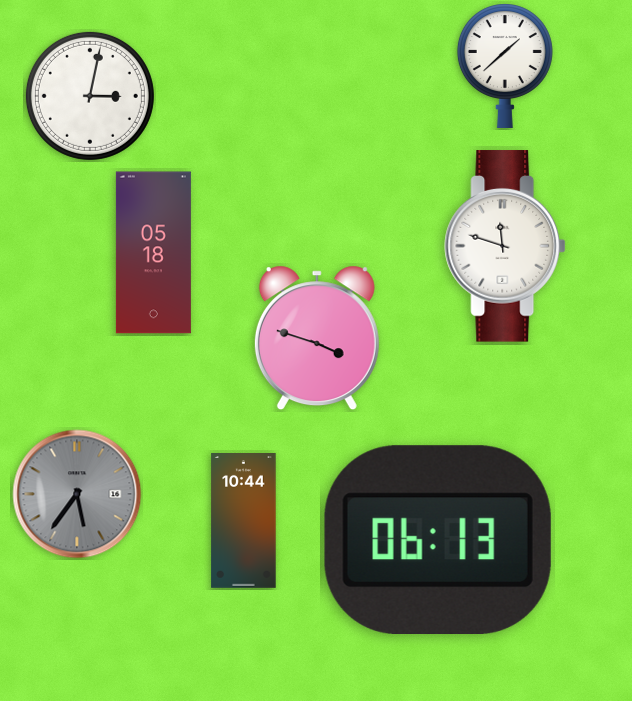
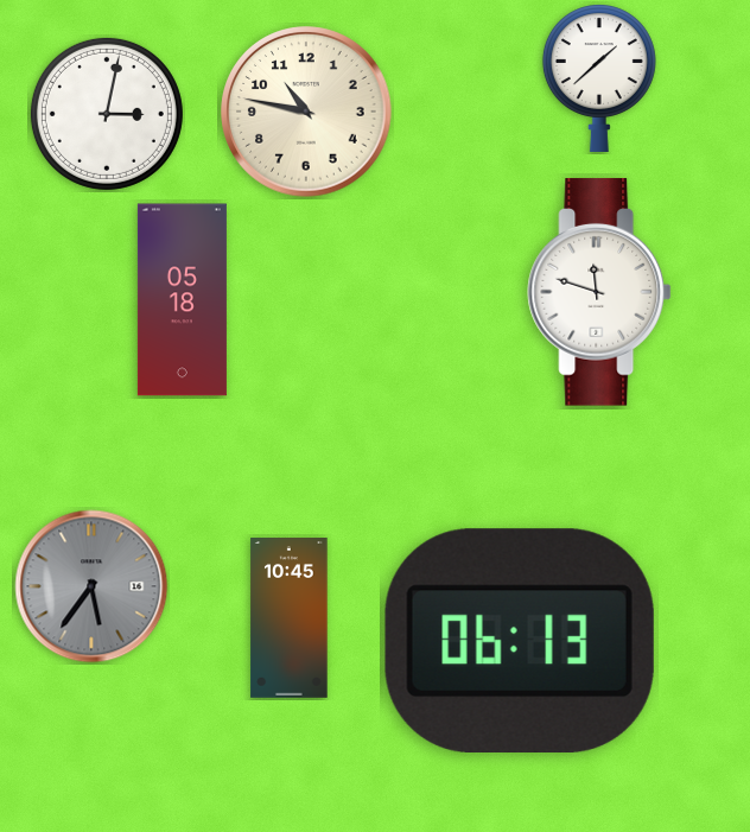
clock at (306, 112): none -> 10:47
clock at (317, 338): 3:48 -> none
clock at (244, 521): 10:44 -> 10:45
